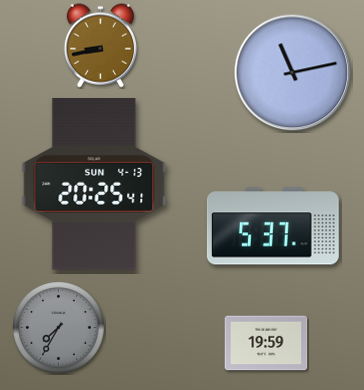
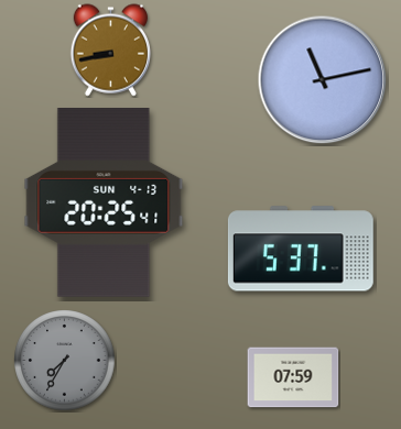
clock at (266, 343): 19:59 -> 07:59
